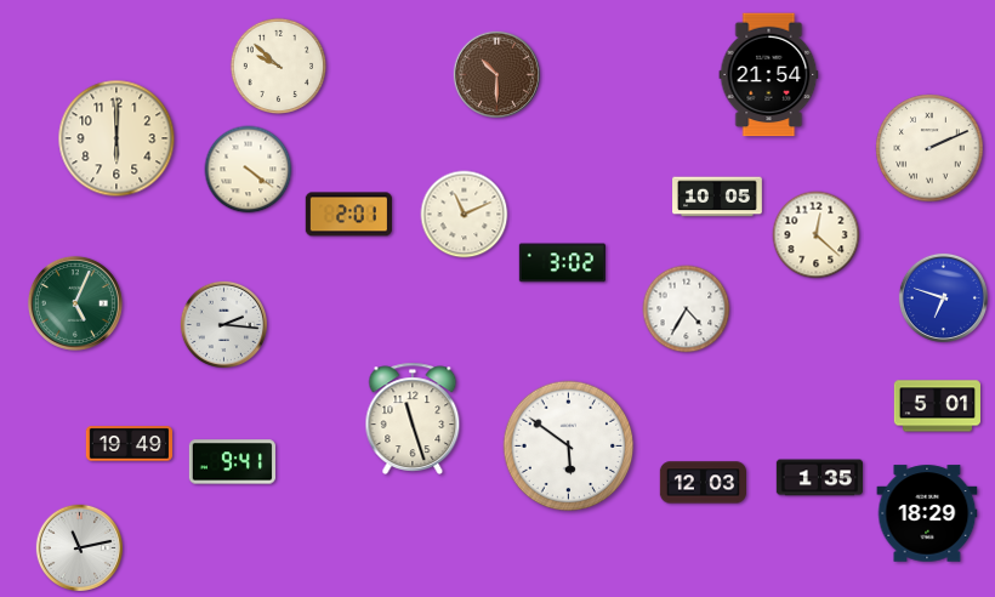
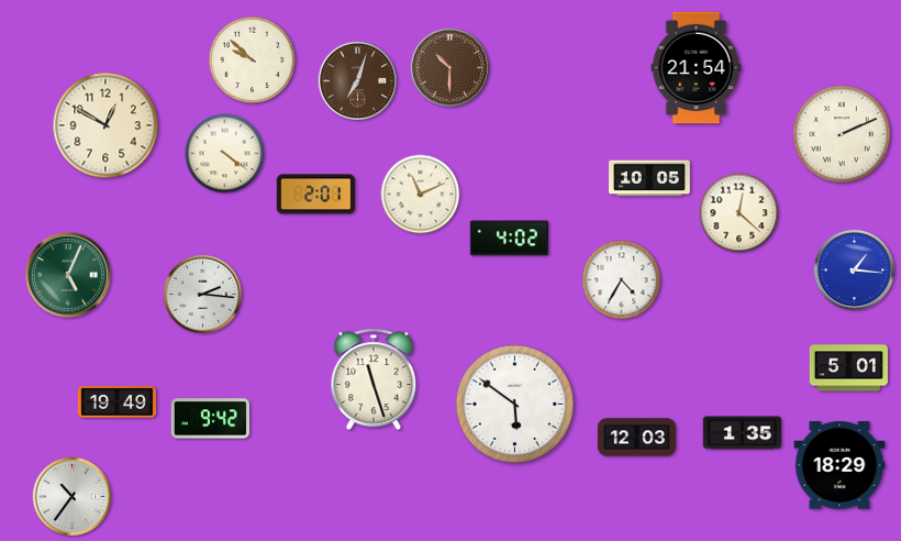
clock at (357, 80): none -> 7:03
clock at (116, 138): 6:00 -> 12:50
clock at (562, 263): 3:02 -> 4:02
clock at (943, 297): 6:48 -> 1:16
clock at (232, 462): 9:41 -> 9:42
clock at (79, 547): 11:13 -> 10:36
